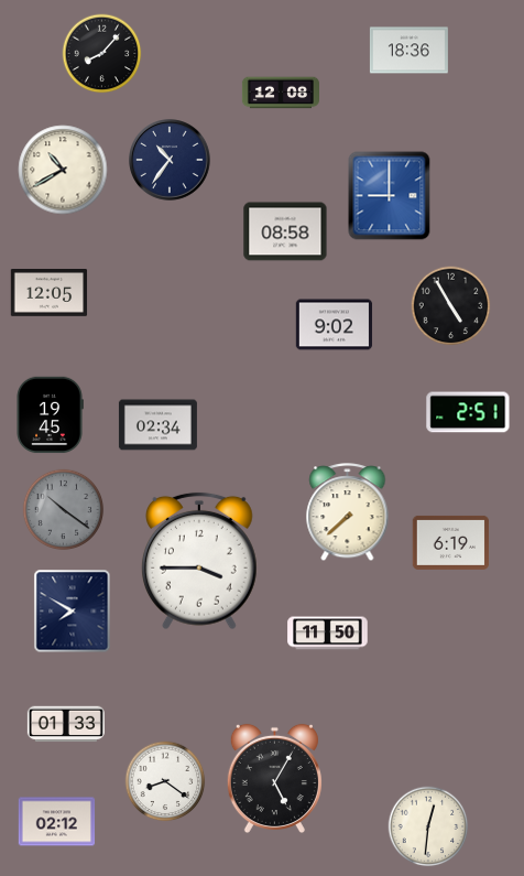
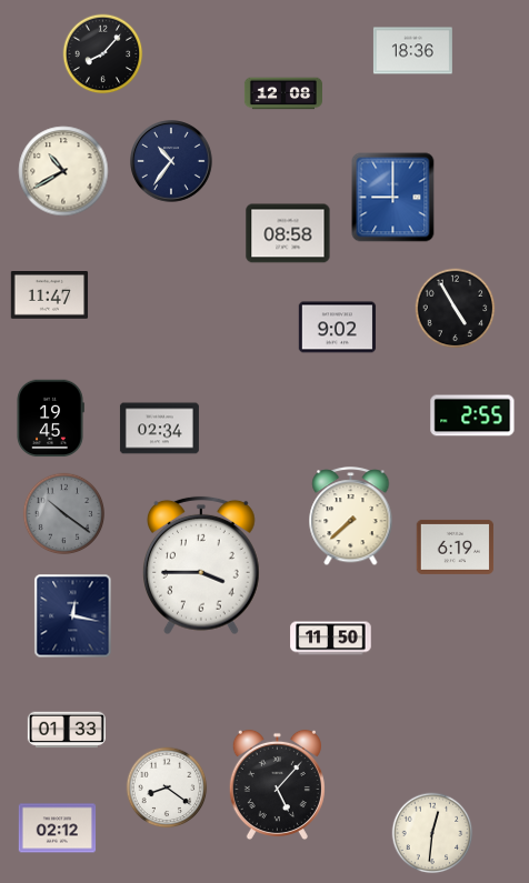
clock at (50, 293): 12:05 -> 11:47
clock at (468, 412): 2:51 -> 2:55
clock at (73, 612): 7:50 -> 12:17
clock at (274, 779): 5:05 -> 5:07
